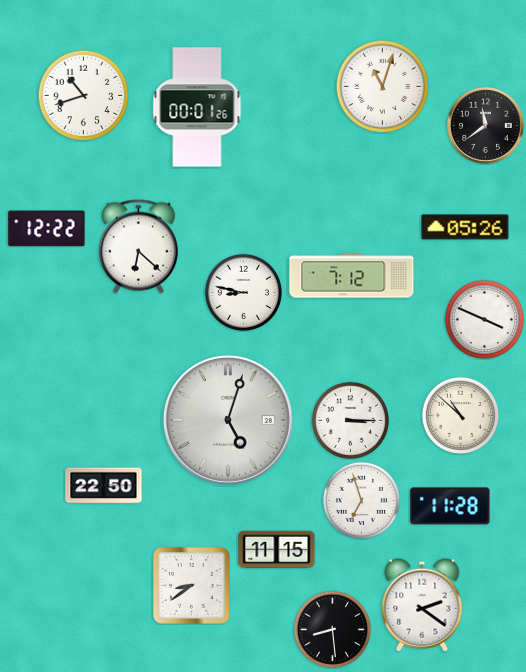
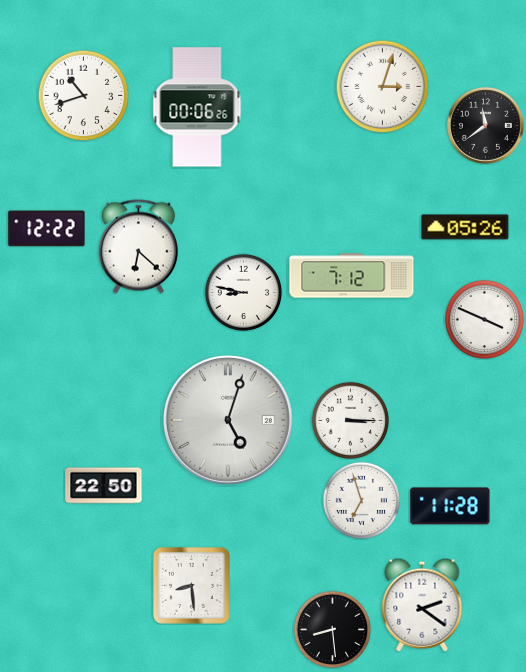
clock at (382, 86): 11:03 -> 3:03
clock at (197, 107): 00:01 -> 00:06
clock at (460, 415): 10:52 -> none
clock at (277, 550): 11:15 -> none
clock at (191, 585): 8:39 -> 8:29
